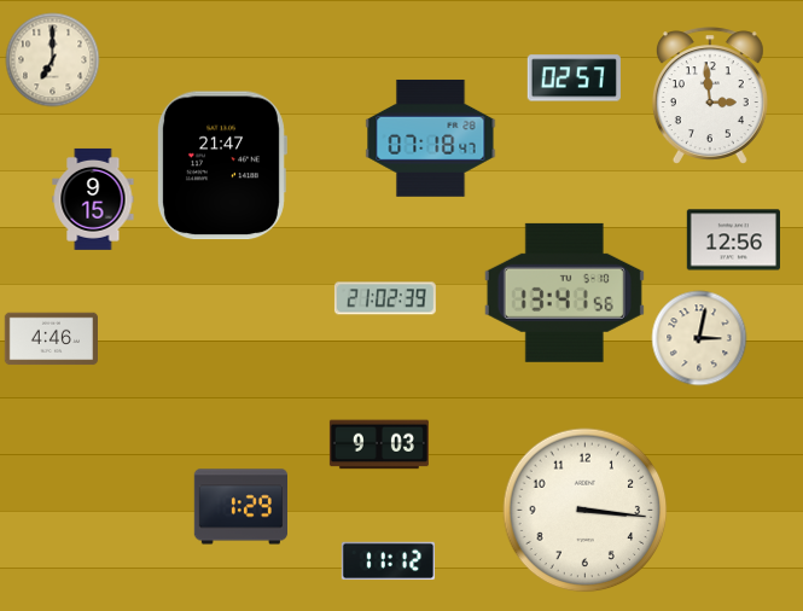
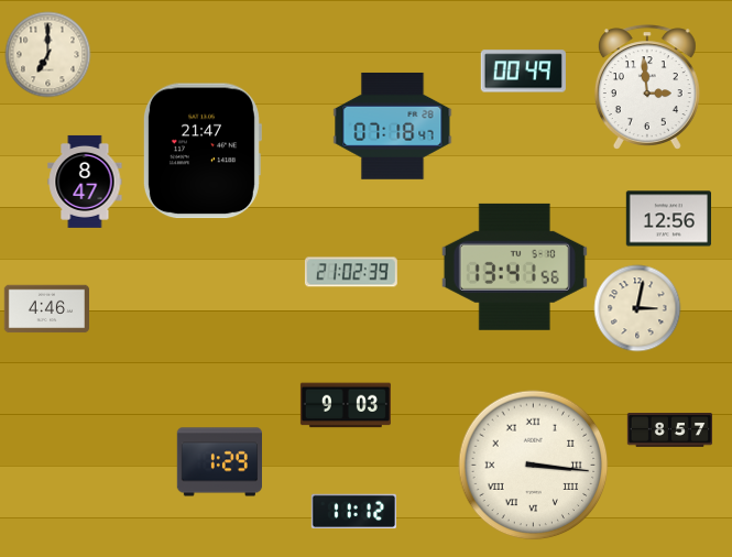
clock at (574, 78): 02:57 -> 00:49
clock at (93, 199): 9:15 -> 8:47
clock at (669, 430): none -> 8:57
clock at (586, 511) numerals: Arabic -> Roman
